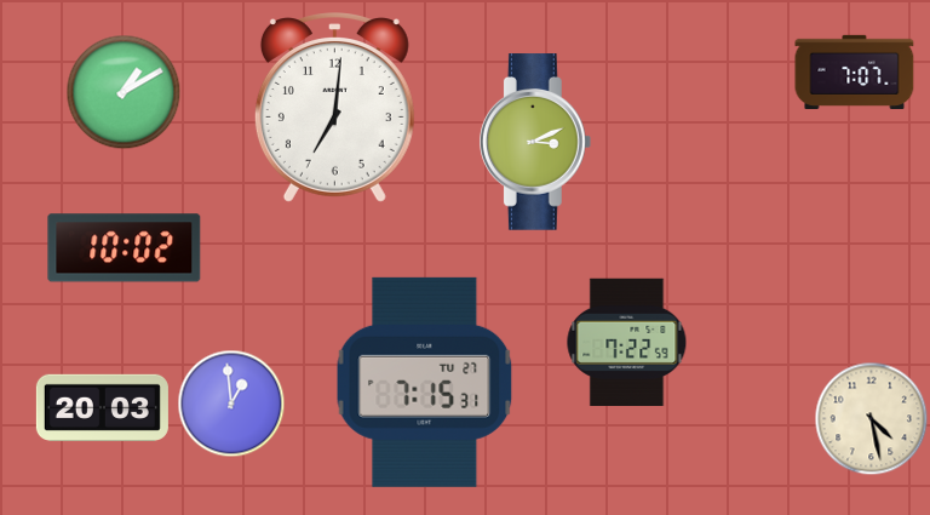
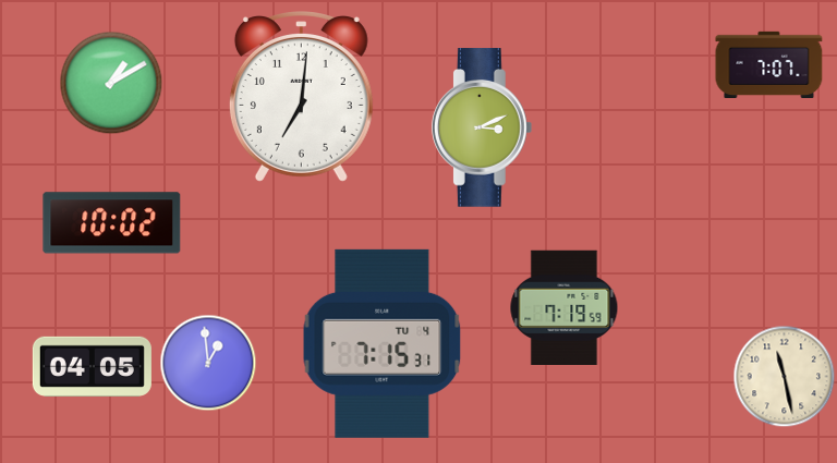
clock at (627, 342): 7:22 -> 7:19
clock at (425, 382) date: TU 27 -> TU 4
clock at (102, 407): 20:03 -> 04:05
clock at (872, 419): 4:28 -> 11:28
